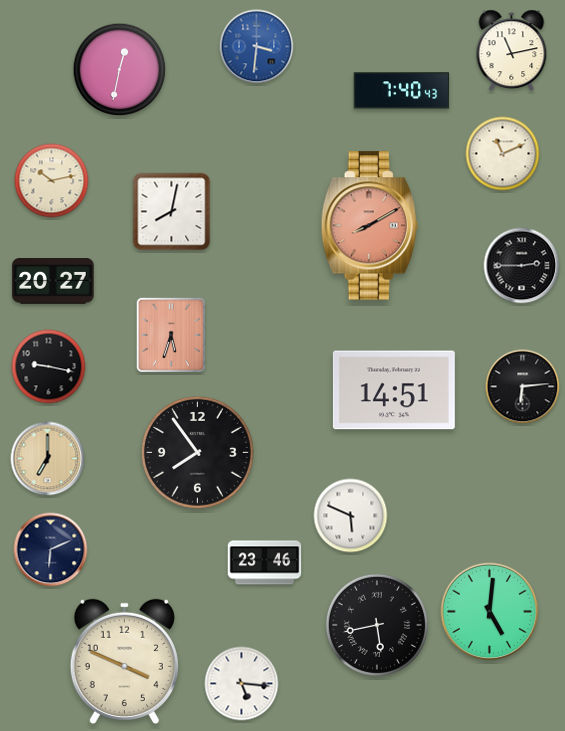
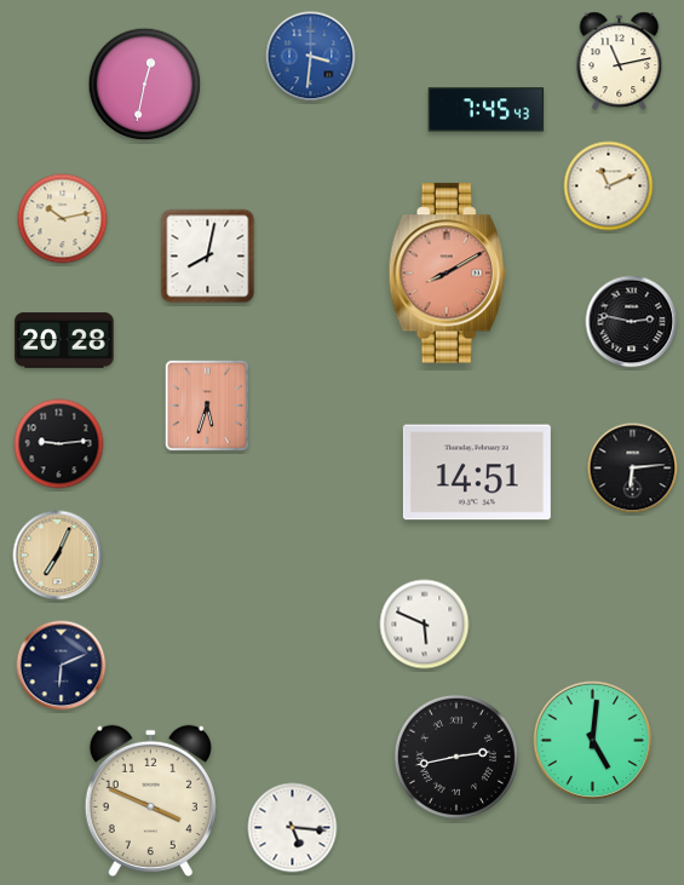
clock at (402, 91): 7:40 -> 7:45
clock at (522, 266): 2:45 -> 2:47
clock at (53, 281): 20:27 -> 20:28
clock at (49, 367): 9:17 -> 9:14
clock at (198, 453): 7:54 -> none
clock at (48, 459): 7:00 -> 7:04
clock at (265, 563): 23:46 -> none
clock at (377, 625): 5:43 -> 2:43
